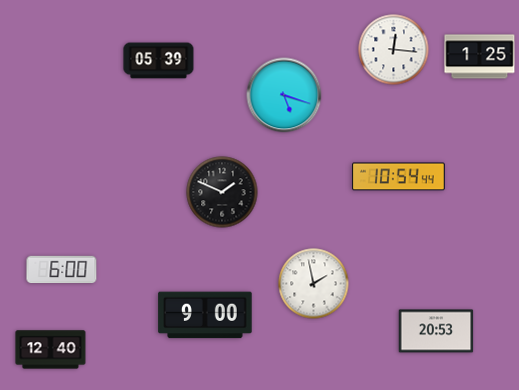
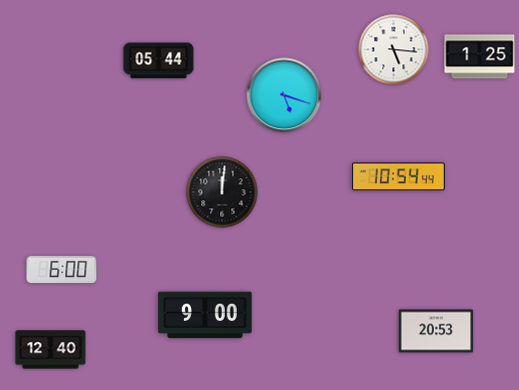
clock at (394, 50): 12:16 -> 5:16
clock at (159, 61): 05:39 -> 05:44
clock at (222, 192): 1:49 -> 12:01
clock at (314, 284): 1:58 -> none
